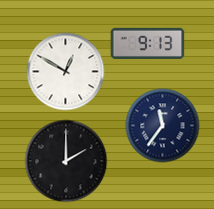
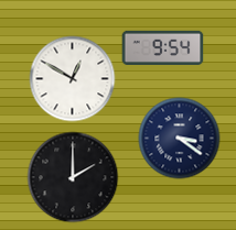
clock at (148, 43): 9:13 -> 9:54
clock at (163, 126): 11:36 -> 3:21
